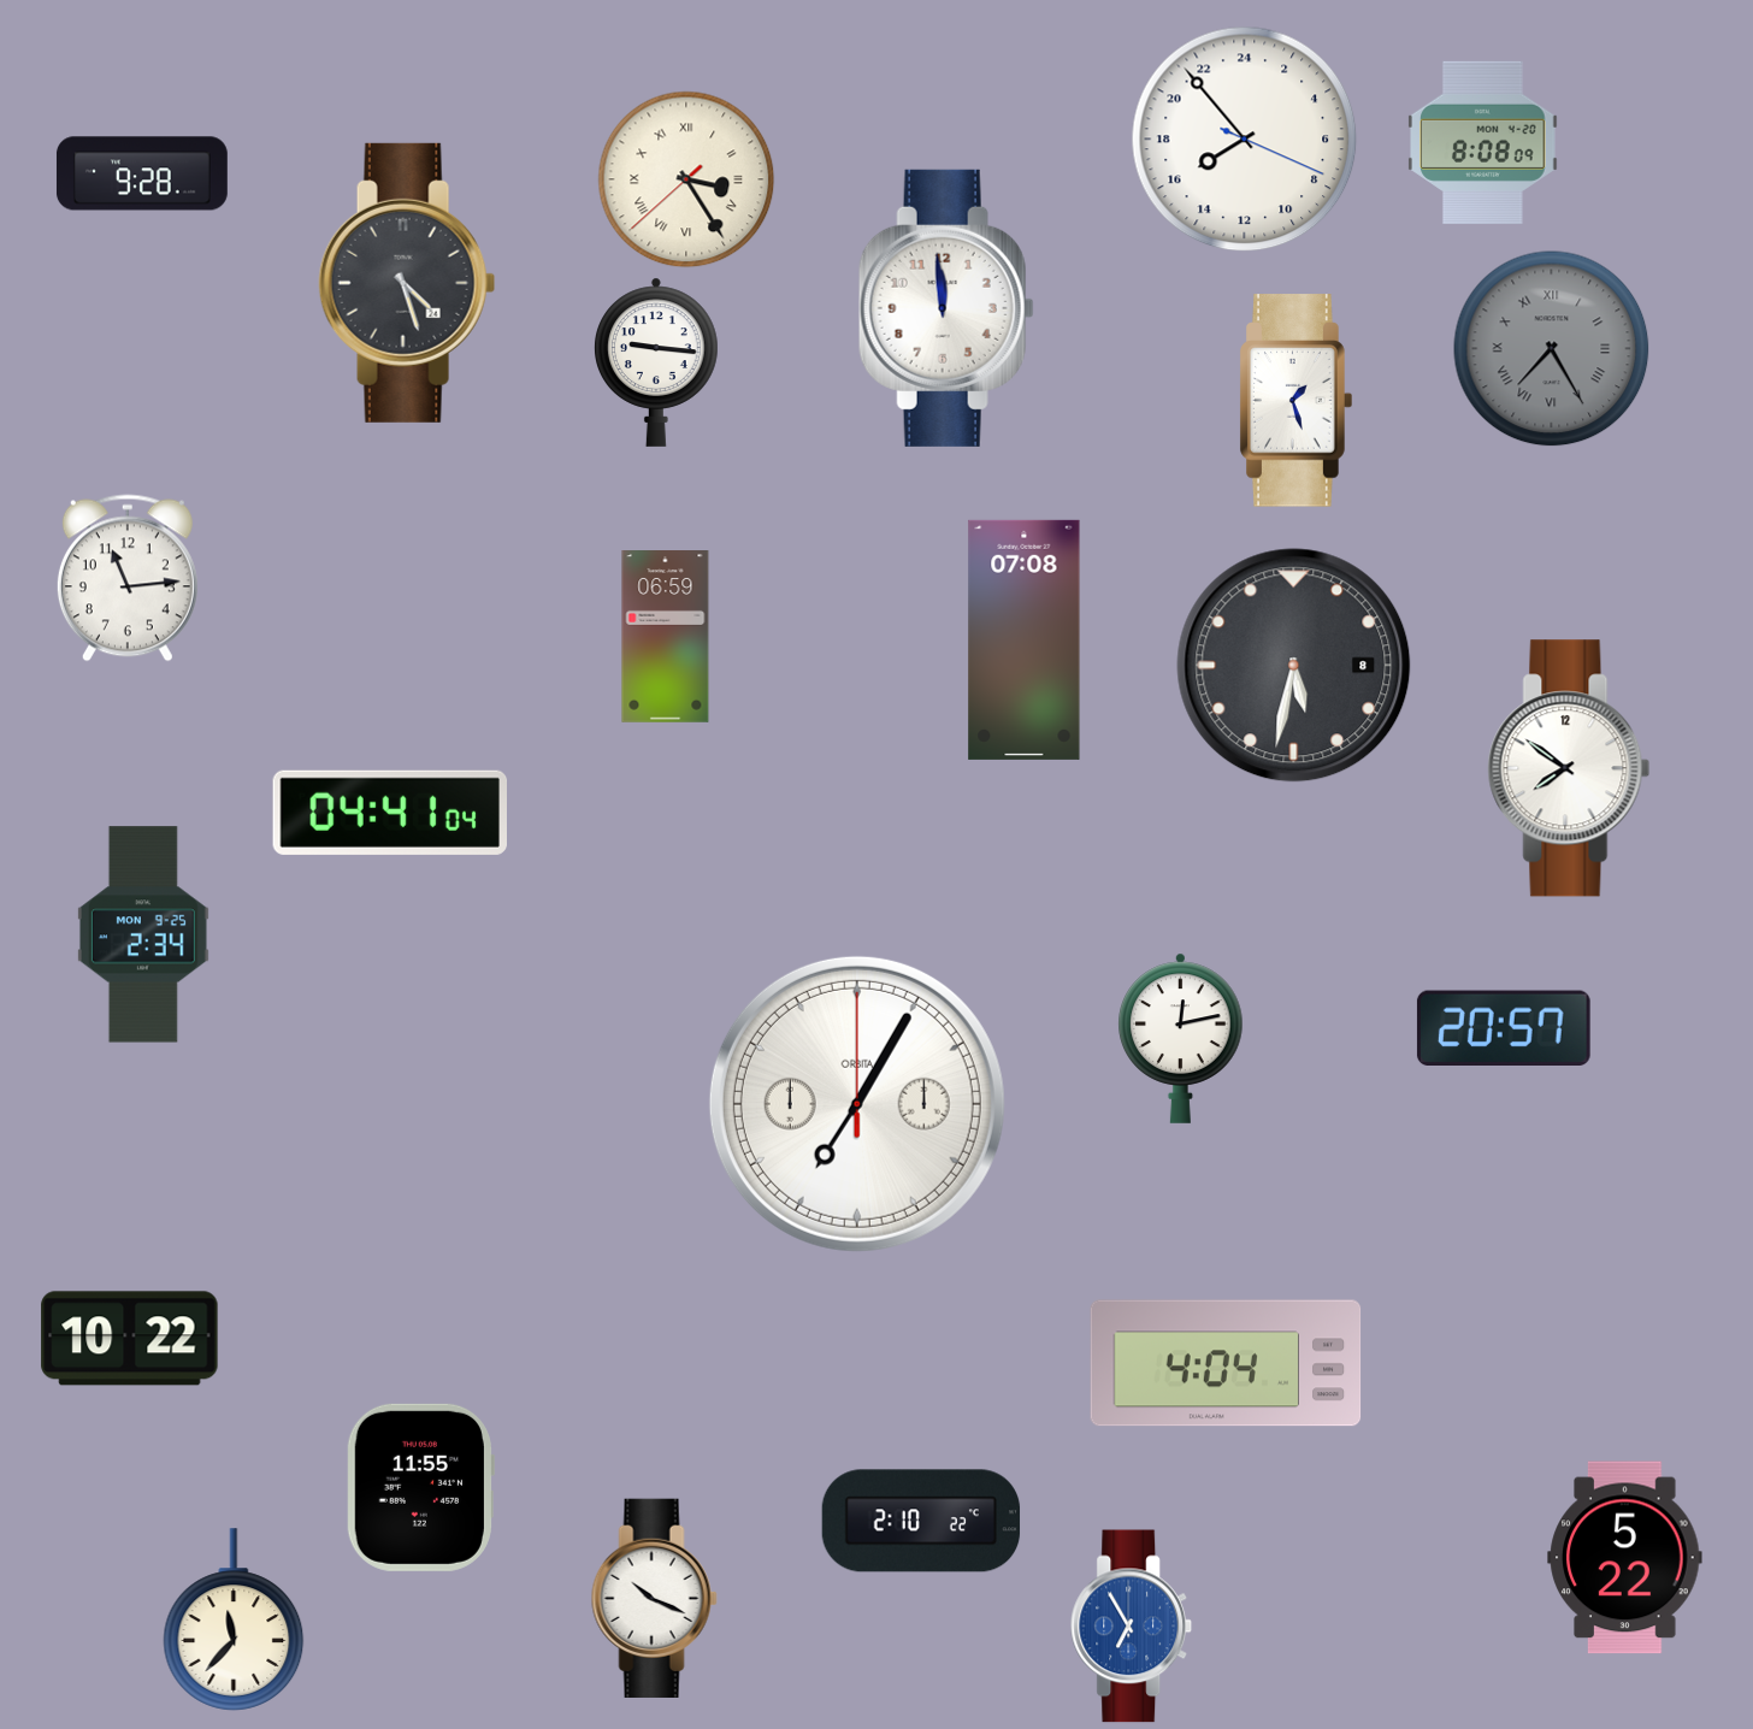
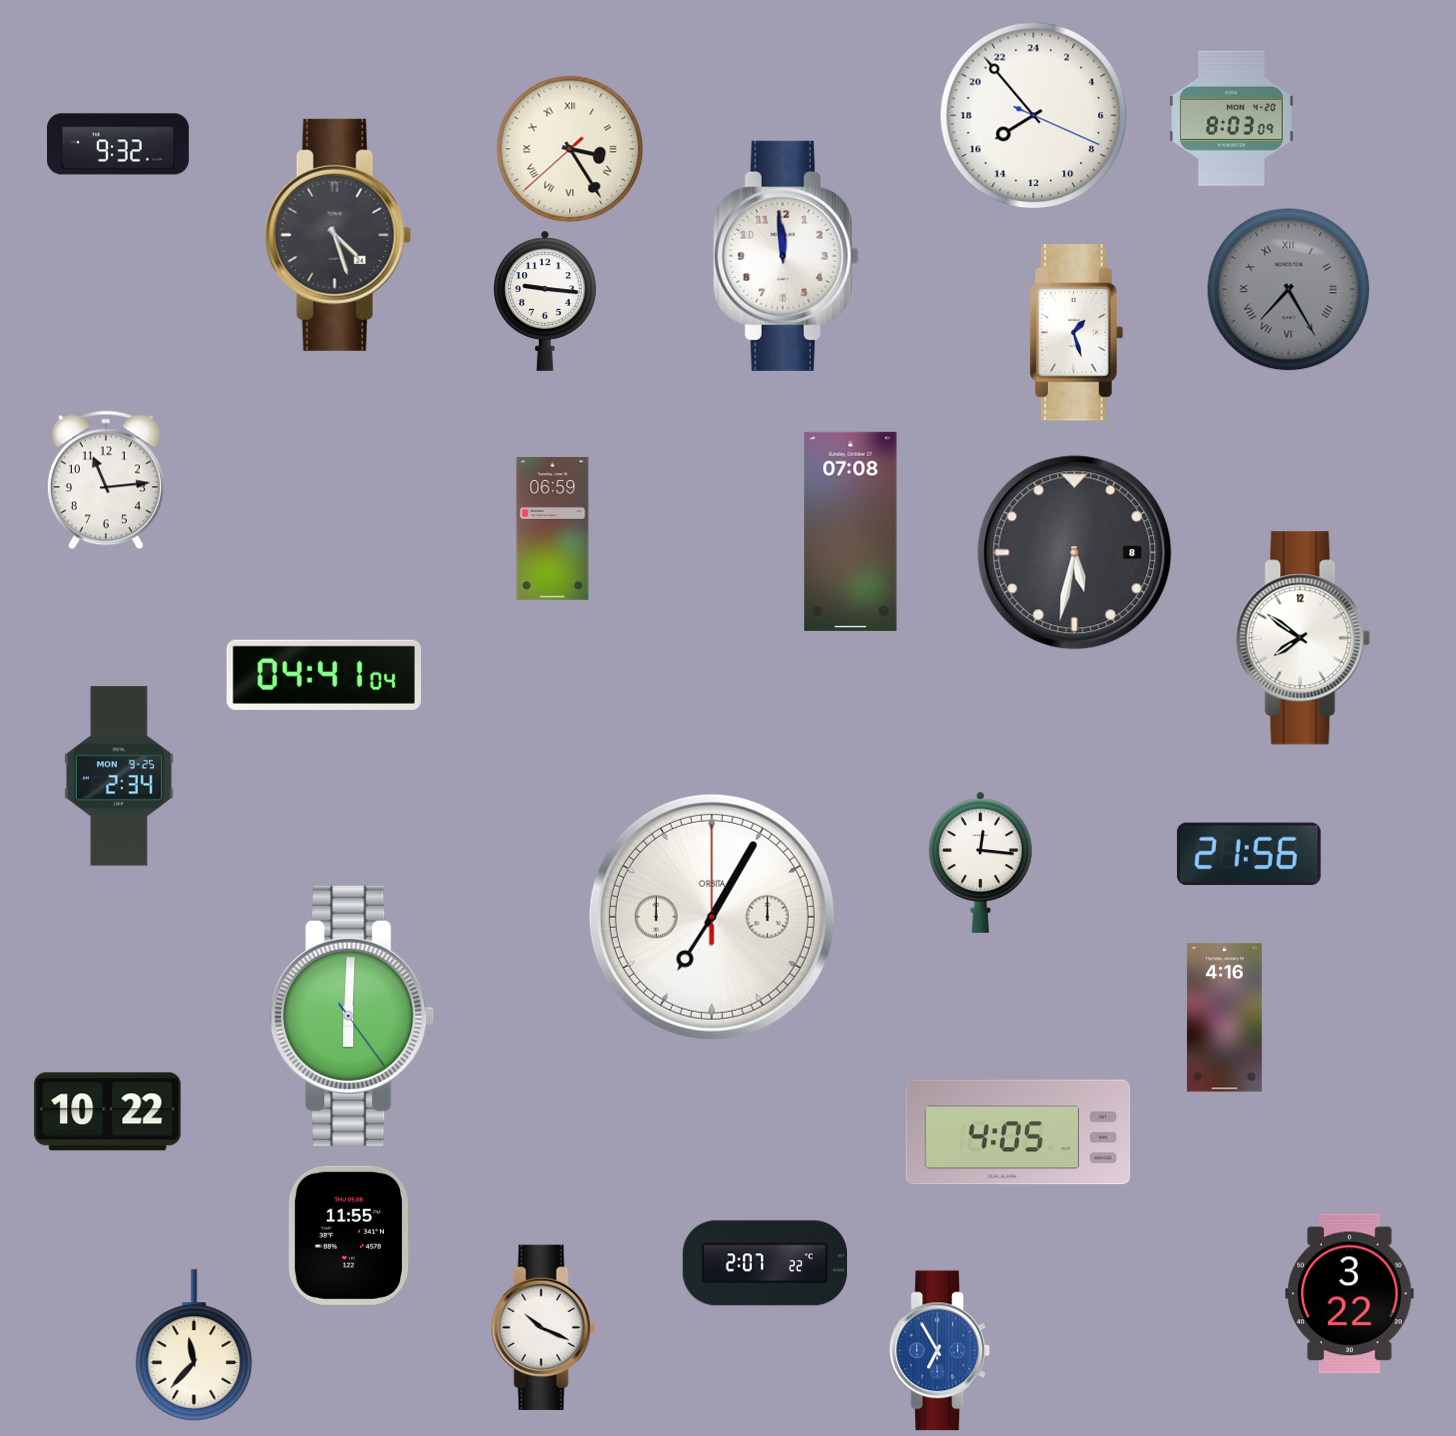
clock at (1483, 142): 8:08 -> 8:03
clock at (142, 173): 9:28 -> 9:32
clock at (1504, 1027): 20:57 -> 21:56
clock at (1181, 1038): 12:13 -> 12:16
clock at (352, 1016): none -> 6:00
clock at (1224, 1018): none -> 4:16
clock at (1226, 1363): 4:04 -> 4:05
clock at (921, 1521): 2:10 -> 2:07
clock at (1625, 1558): 5:22 -> 3:22
